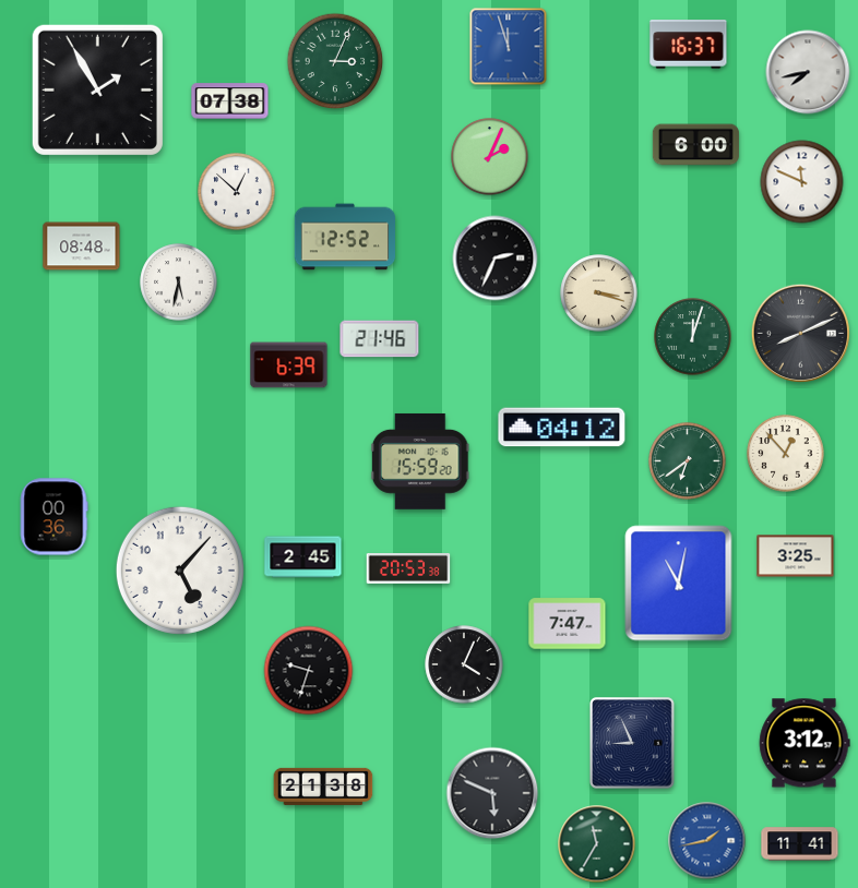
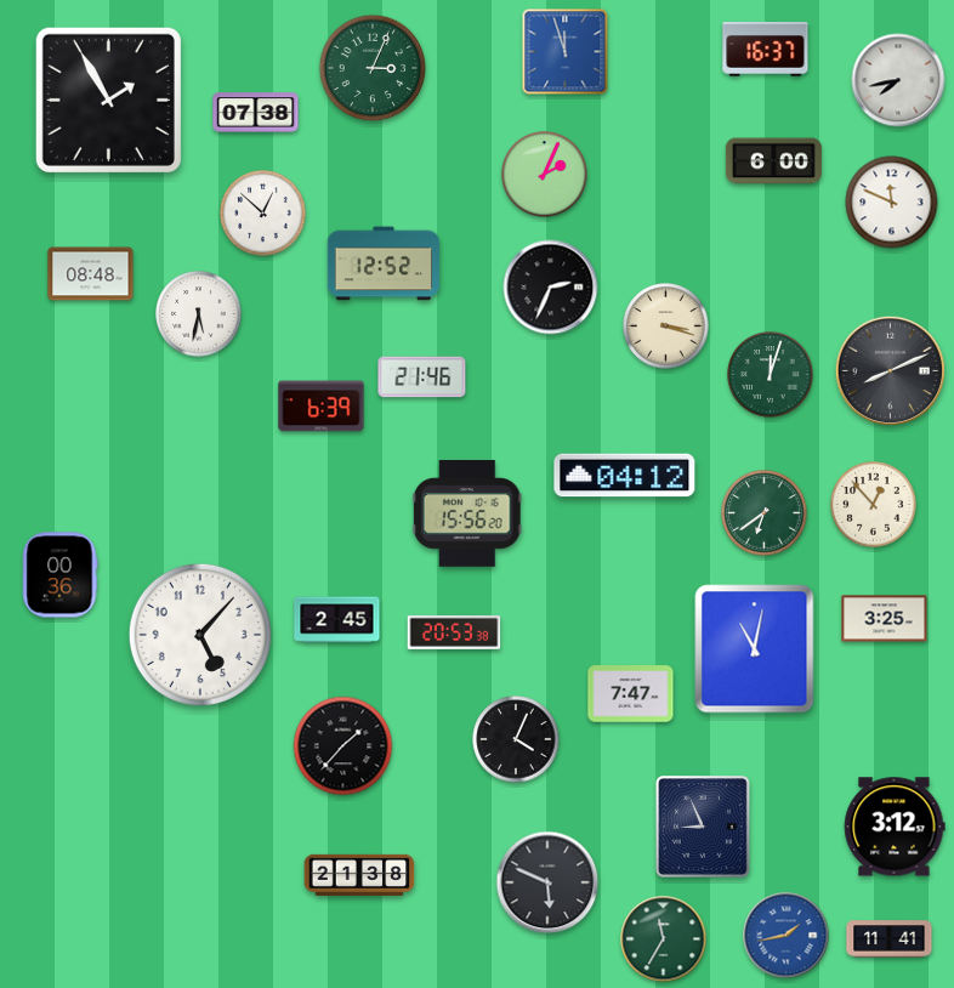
clock at (420, 461): 15:59 -> 15:56
clock at (309, 671): 9:33 -> 1:37
